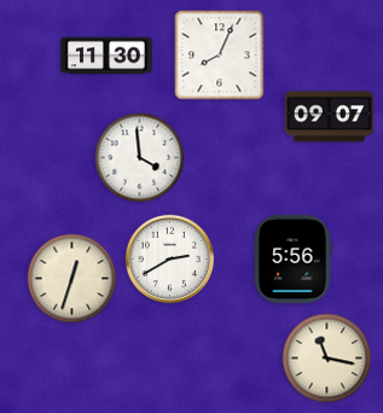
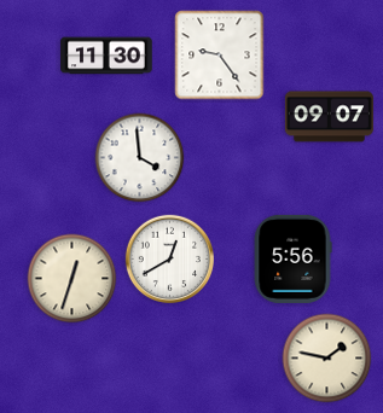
clock at (220, 56): 8:04 -> 9:24
clock at (169, 258): 2:40 -> 12:40
clock at (327, 359): 11:17 -> 1:47
